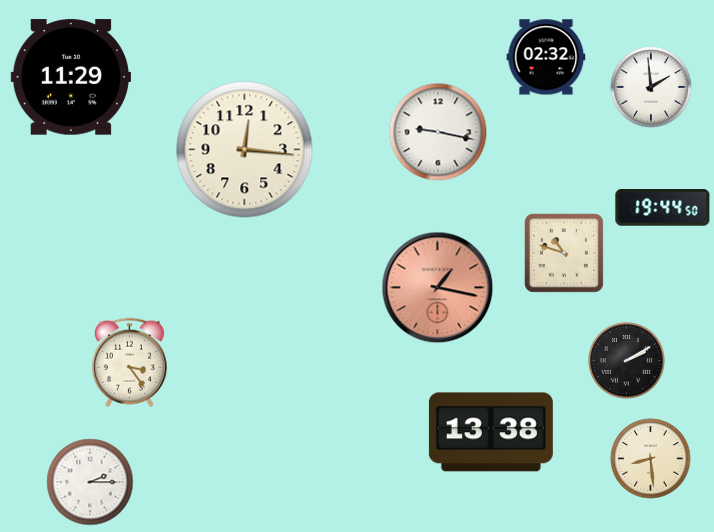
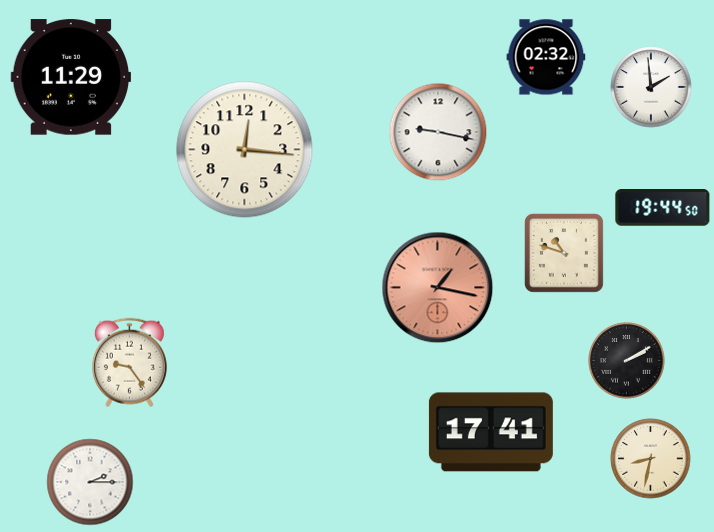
clock at (129, 363): 3:24 -> 9:24
clock at (491, 432): 13:38 -> 17:41
clock at (651, 459): 8:29 -> 8:32
